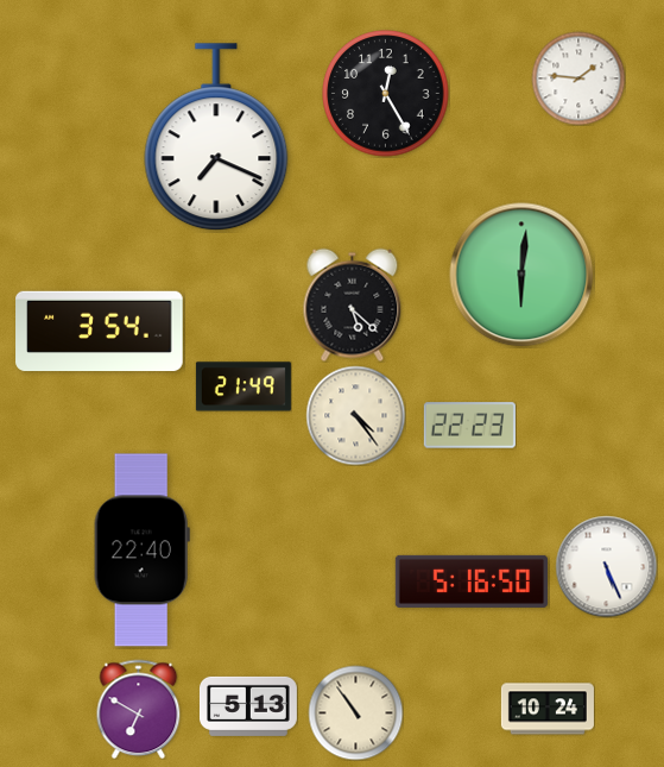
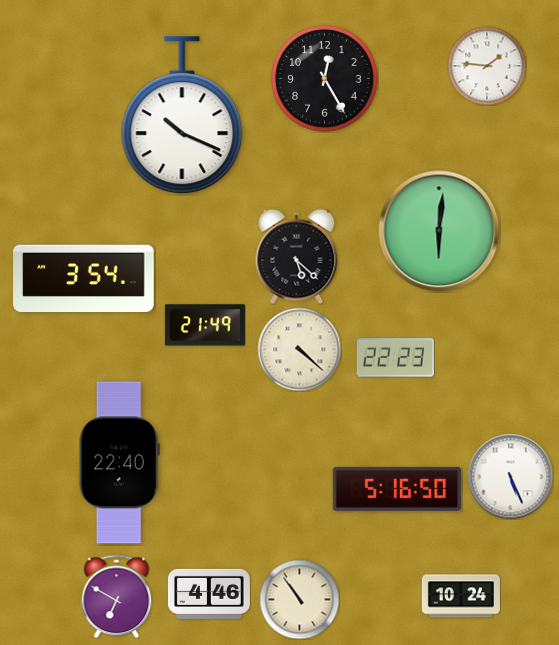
clock at (216, 138): 7:19 -> 10:19
clock at (355, 415): 4:24 -> 4:22
clock at (248, 706): 5:13 -> 4:46
